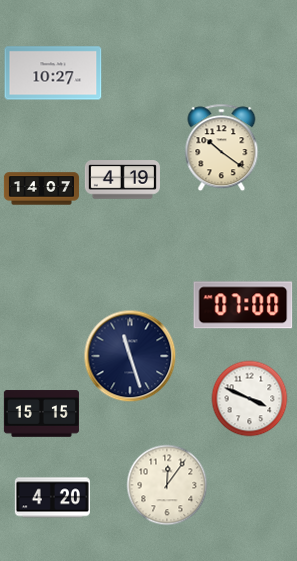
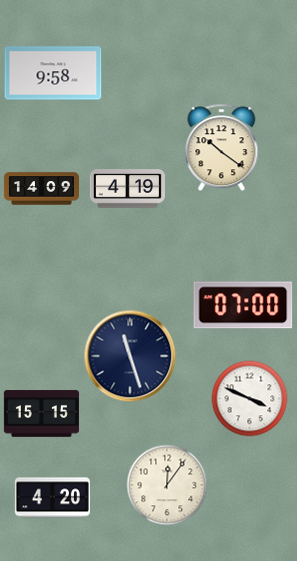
clock at (53, 73): 10:27 -> 9:58
clock at (122, 180) position: (122, 180) -> (127, 189)
clock at (41, 189): 14:07 -> 14:09
